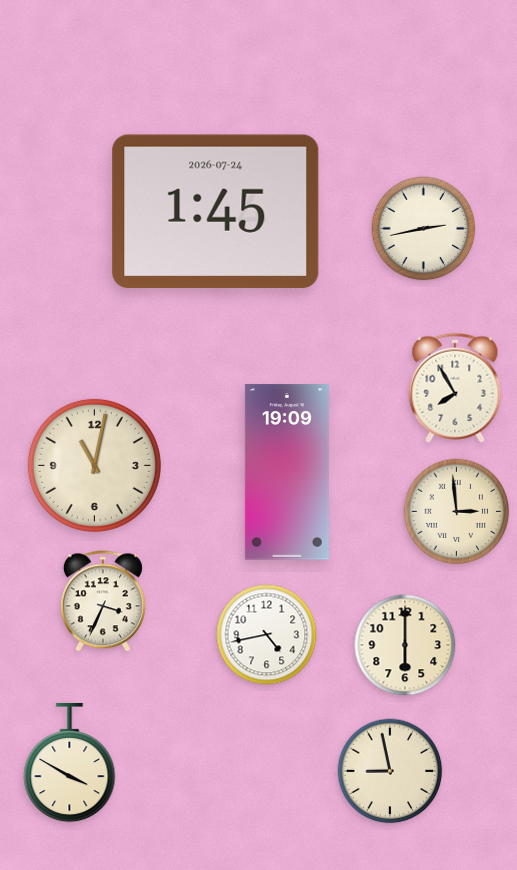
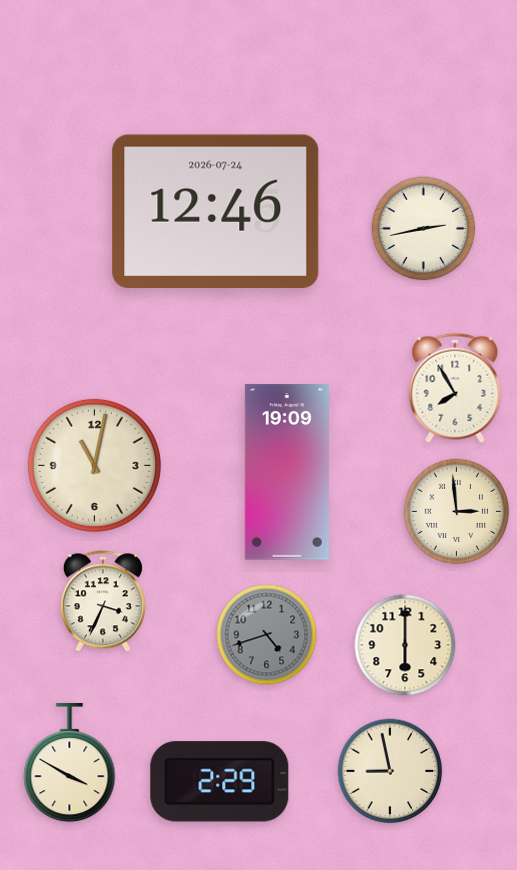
clock at (216, 211): 1:45 -> 12:46
clock at (267, 635): 4:43 -> 4:42
clock at (267, 635) dial: white -> grey
clock at (220, 782): none -> 2:29
